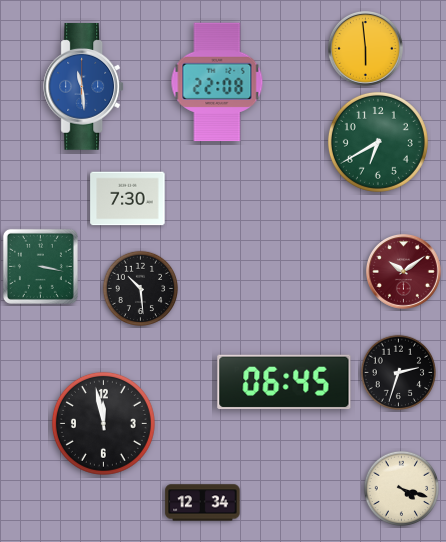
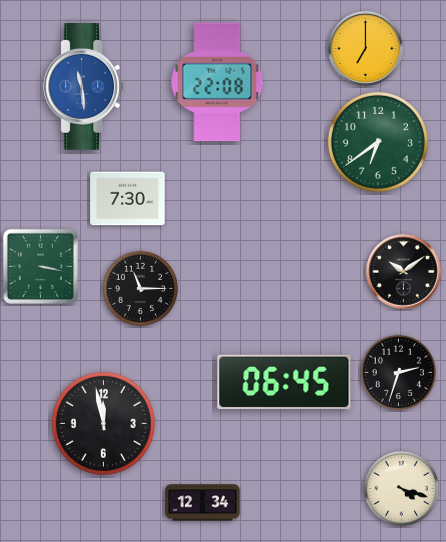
clock at (365, 48): 5:59 -> 7:00
clock at (378, 142): 6:40 -> 6:39
clock at (403, 271) dial: burgundy -> black
clock at (141, 289): 10:29 -> 11:15
